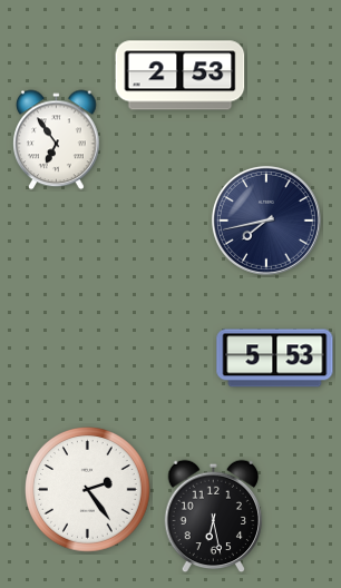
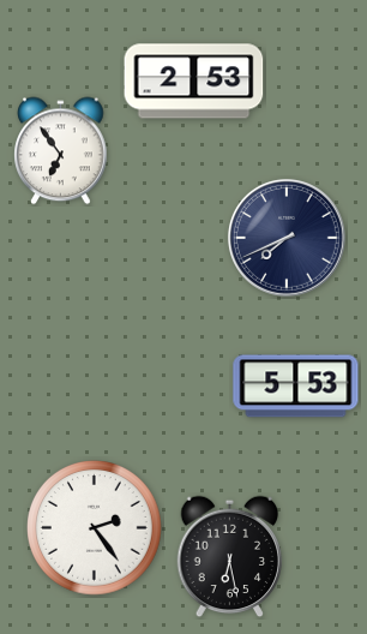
clock at (266, 220): 7:43 -> 7:41
